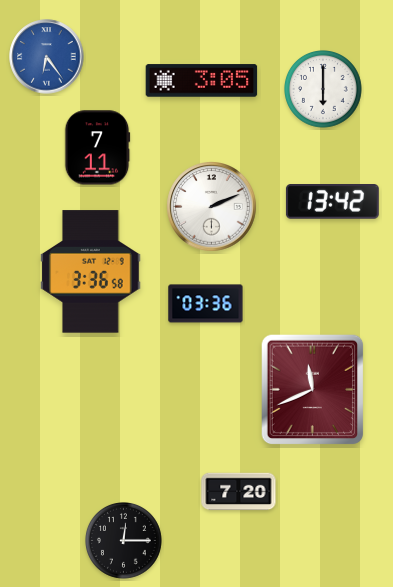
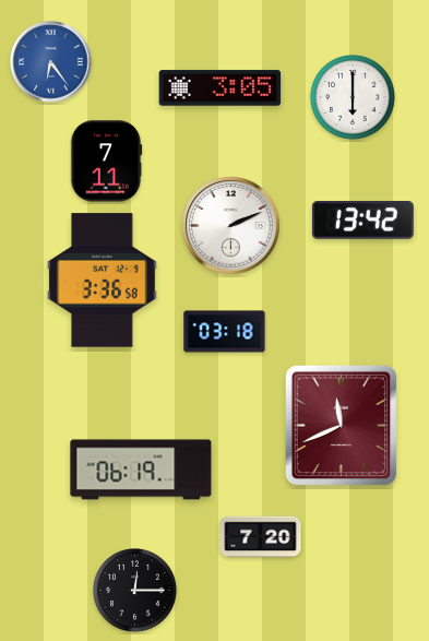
clock at (91, 272) position: (91, 272) -> (103, 281)
clock at (206, 304): 03:36 -> 03:18
clock at (141, 470): none -> 06:19
